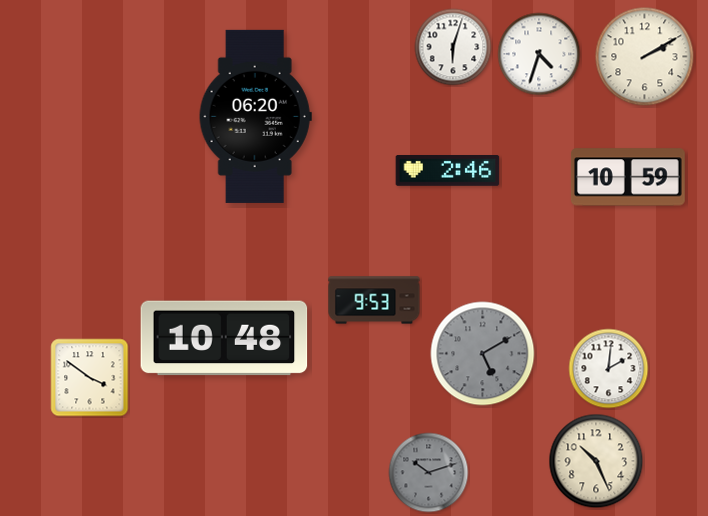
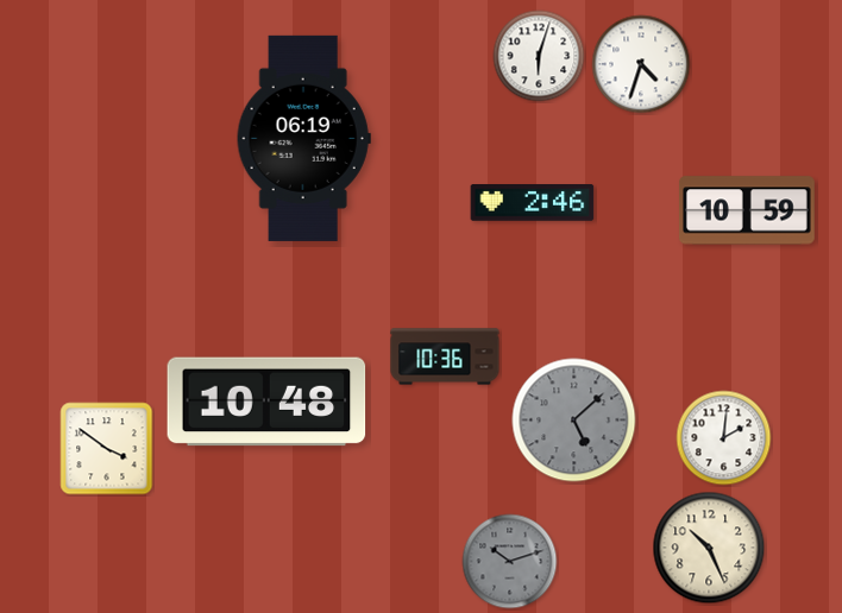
clock at (645, 57): 2:10 -> none
clock at (255, 116): 06:20 -> 06:19
clock at (374, 300): 9:53 -> 10:36
clock at (483, 354): 5:10 -> 5:08
